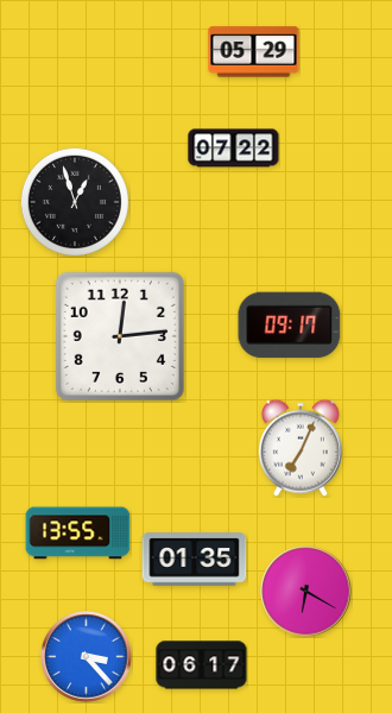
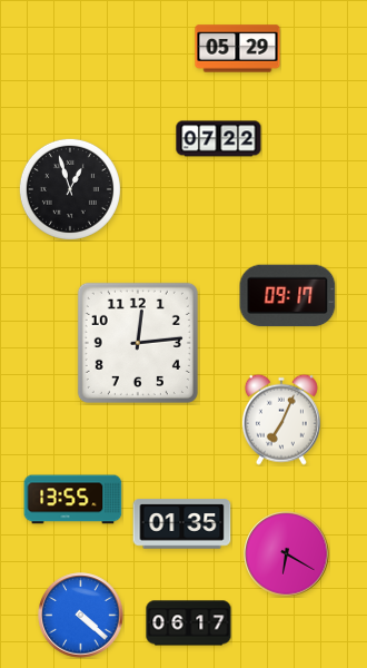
clock at (290, 326) position: (290, 326) -> (288, 296)
clock at (120, 336) position: (120, 336) -> (138, 343)
clock at (87, 657): 3:23 -> 4:22
